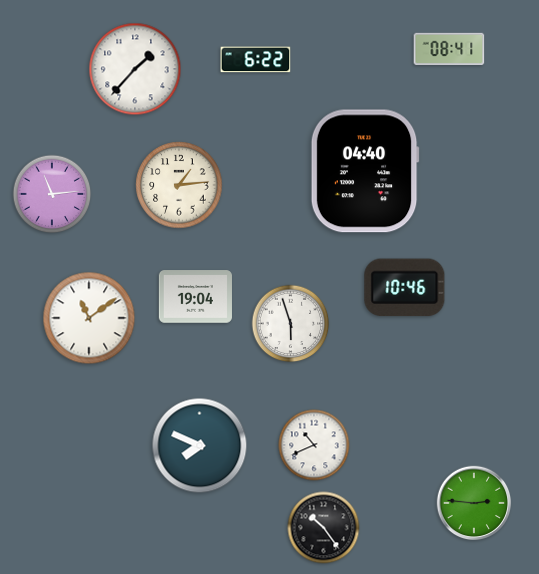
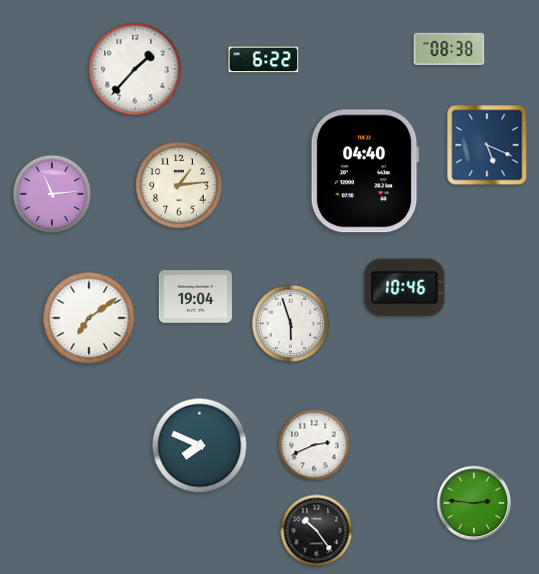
clock at (449, 49): 08:41 -> 08:38
clock at (256, 60) position: (256, 60) -> (264, 60)
clock at (487, 145): none -> 5:19
clock at (89, 318): 11:09 -> 7:09
clock at (314, 445): 10:41 -> 2:41
clock at (324, 528) position: (324, 528) -> (317, 531)
